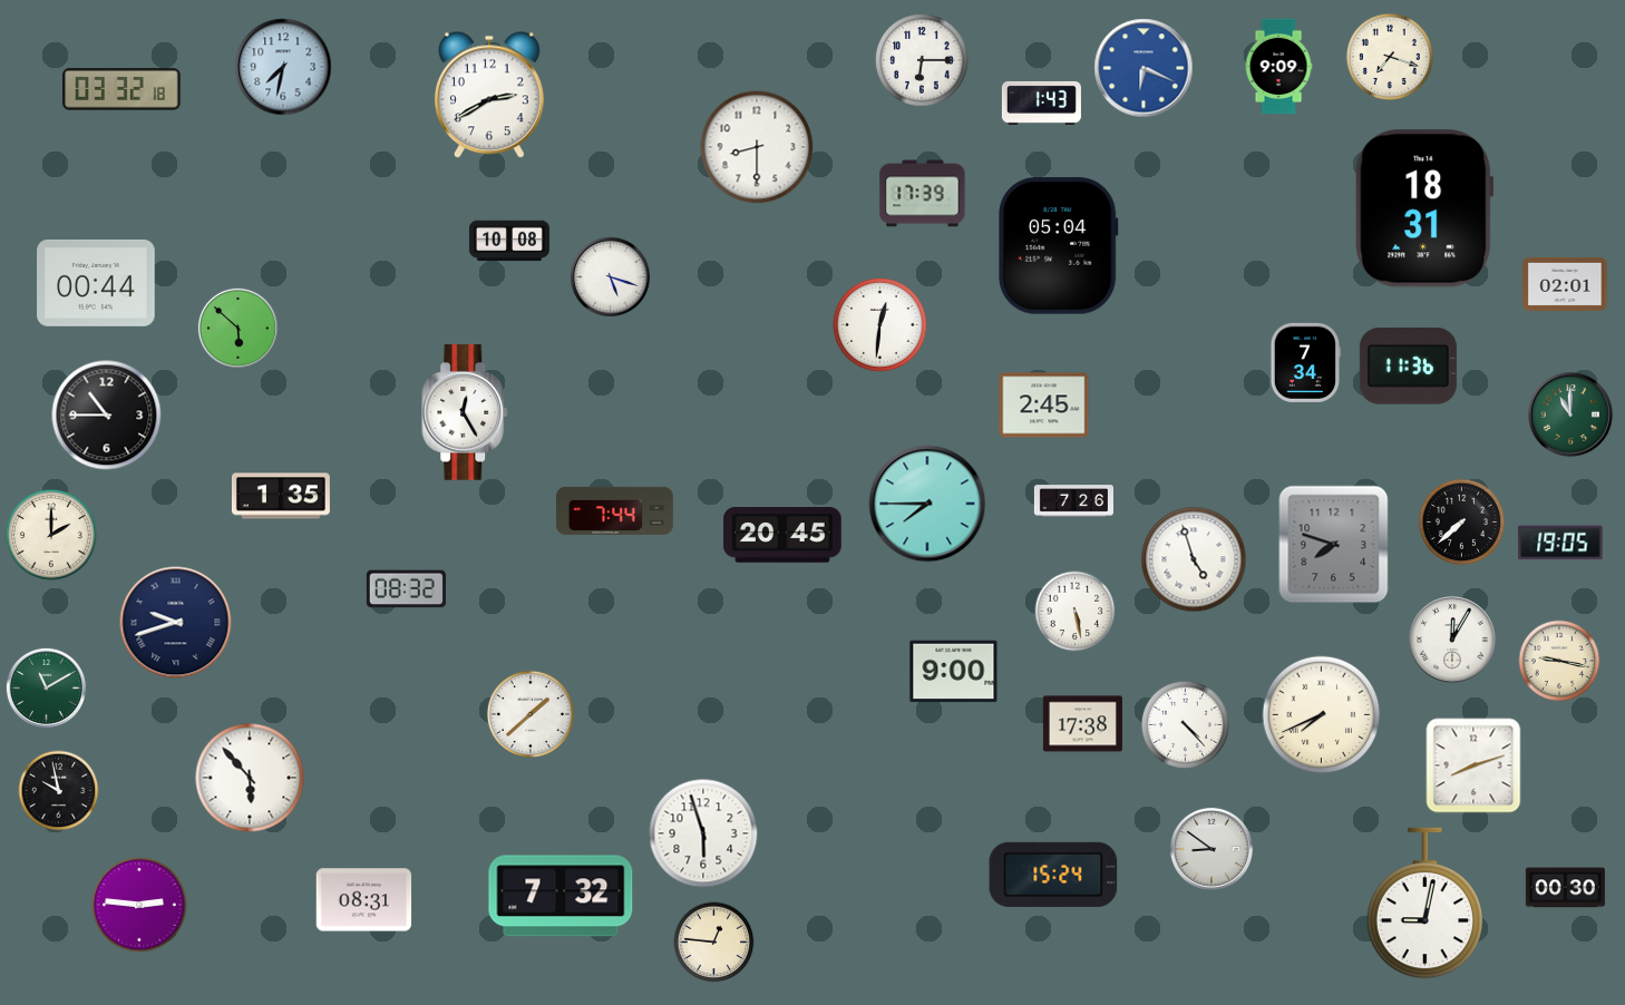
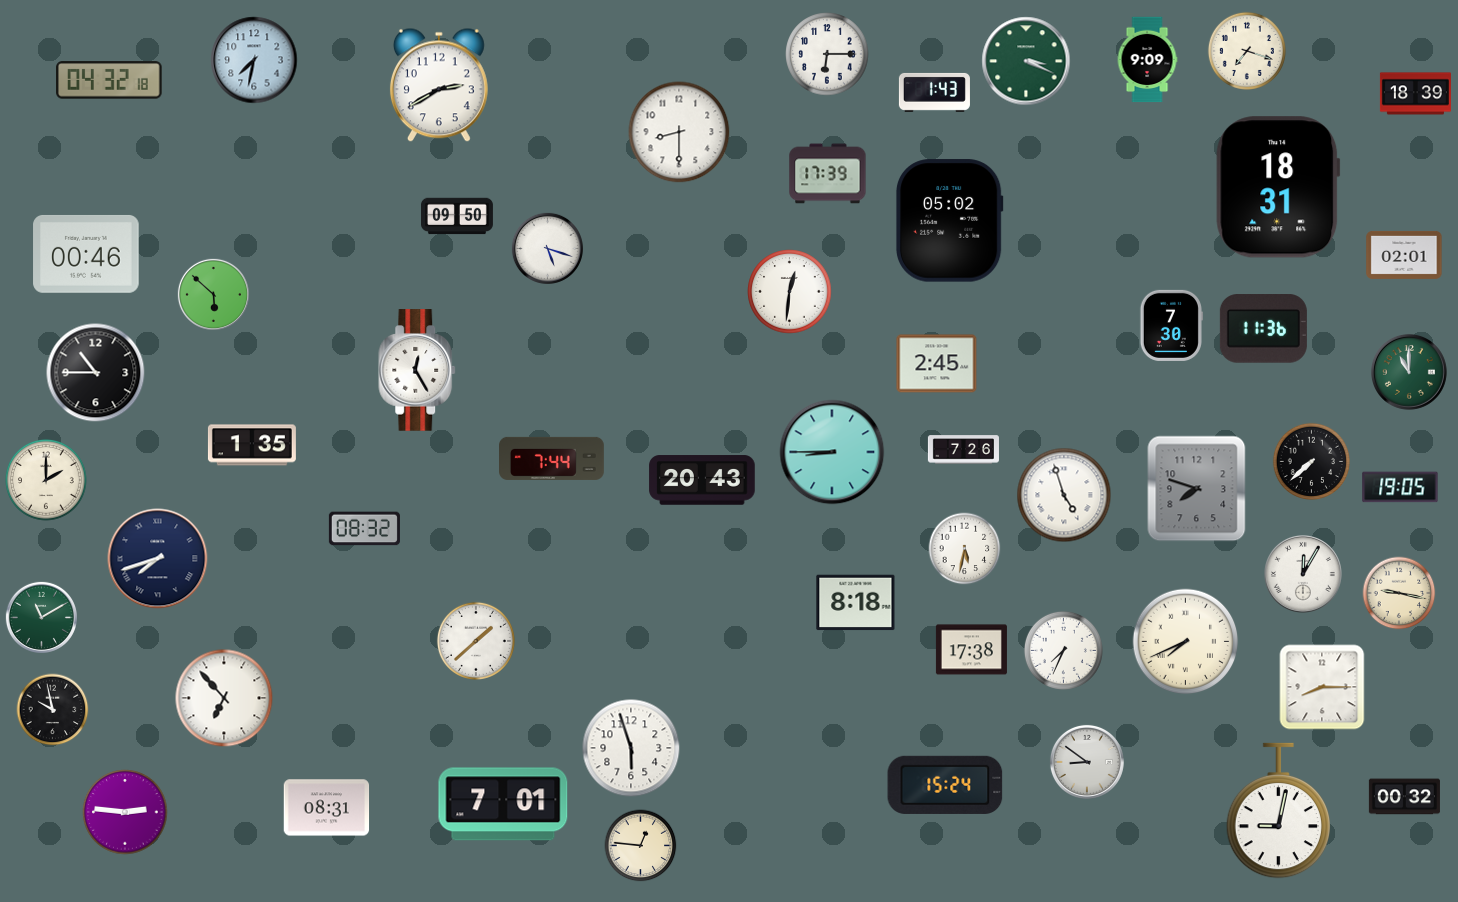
clock at (1144, 68): 6:19 -> 3:19
clock at (1144, 68) dial: blue -> green
clock at (121, 89): 03:32 -> 04:32
clock at (1415, 94): none -> 18:39
clock at (509, 241): 10:08 -> 09:50
clock at (1058, 246): 05:04 -> 05:02
clock at (96, 283): 00:44 -> 00:46
clock at (1305, 362): 7:34 -> 7:30
clock at (927, 504): 7:45 -> 8:45
clock at (1461, 521) position: (1461, 521) -> (1311, 461)
clock at (782, 535): 20:45 -> 20:43
clock at (1194, 559) position: (1194, 559) -> (1064, 495)
clock at (1076, 612): 5:28 -> 5:32
clock at (176, 623): 9:42 -> 7:42
clock at (954, 672): 9:00 -> 8:18
clock at (1185, 724): 4:23 -> 7:34
clock at (1473, 765): 8:12 -> 8:15
clock at (250, 778): 5:53 -> 6:53
clock at (1565, 888): 00:30 -> 00:32
clock at (561, 896): 7:32 -> 7:01
